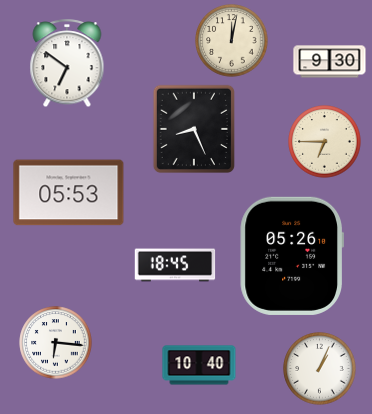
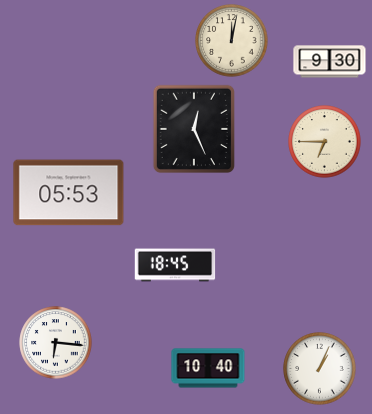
clock at (67, 64): 6:51 -> none
clock at (194, 128): 8:26 -> 12:26
clock at (292, 256): 05:26 -> none
clock at (199, 365) position: (199, 365) -> (208, 368)
